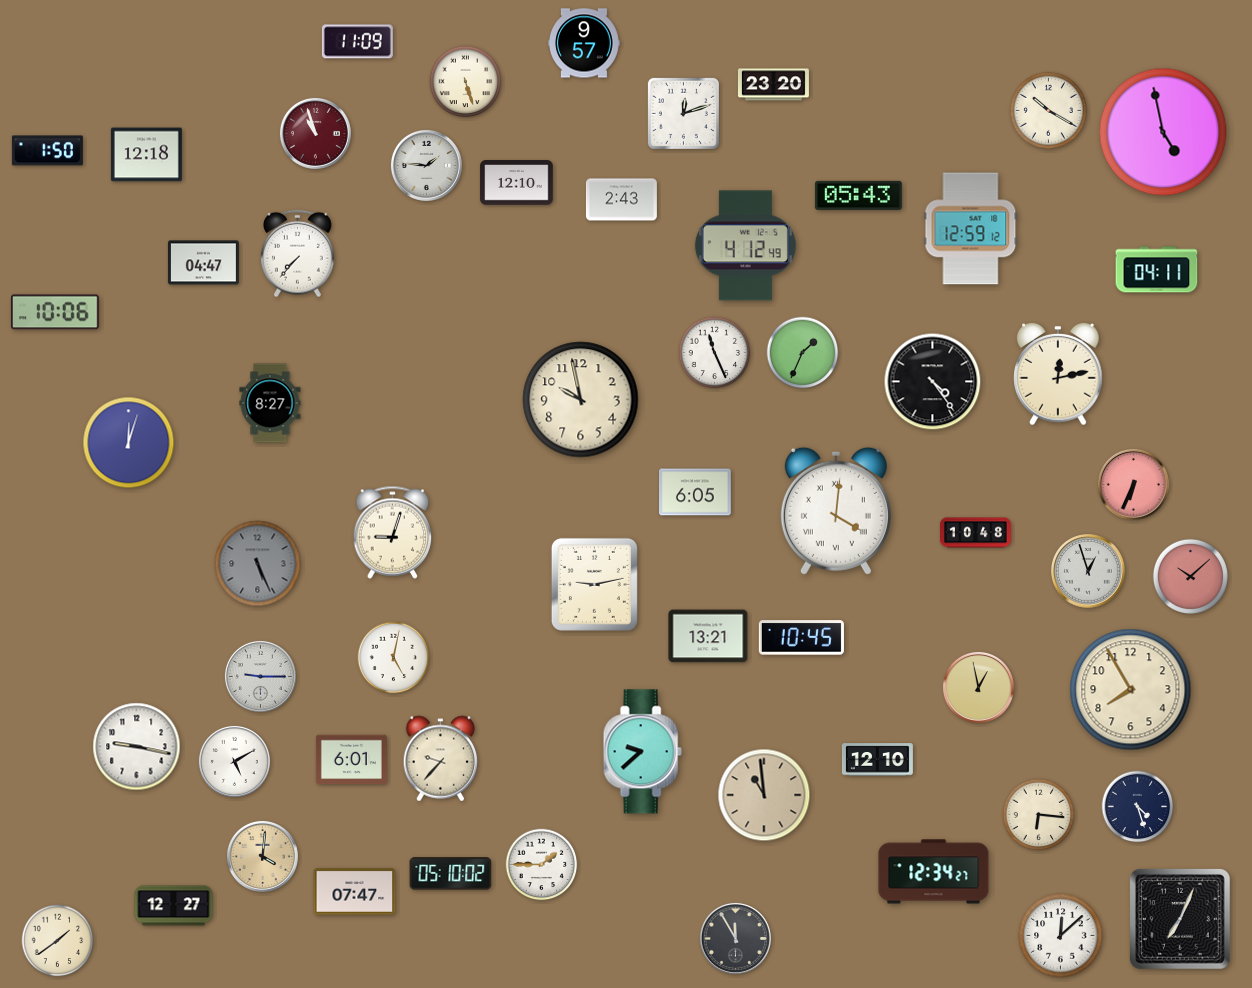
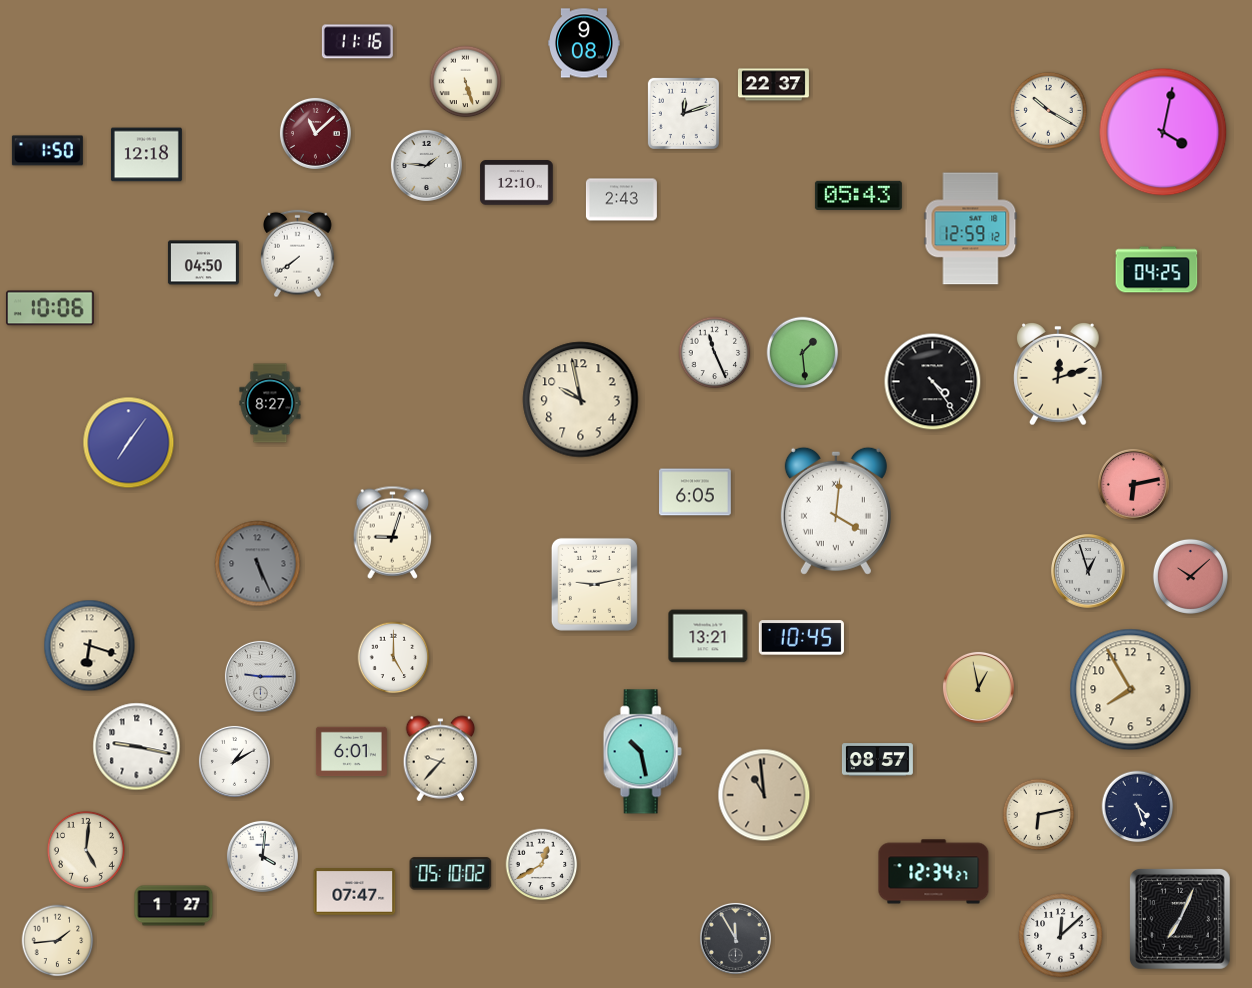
clock at (357, 42): 11:09 -> 11:16
clock at (585, 43): 9:57 -> 9:08
clock at (773, 85): 23:20 -> 22:37
clock at (1163, 132): 4:58 -> 4:02
clock at (315, 133): 10:57 -> 11:08
clock at (745, 246): 4:12 -> none
clock at (298, 254): 7:37 -> 7:39
clock at (203, 263): 04:47 -> 04:50
clock at (1157, 270): 04:11 -> 04:25
clock at (55, 312) position: (55, 312) -> (50, 308)
clock at (803, 353): 1:34 -> 1:29
clock at (1058, 375): 12:13 -> 12:12
clock at (129, 443): 12:03 -> 7:06
clock at (1133, 484): 6:34 -> 6:13
clock at (975, 533): 10:48 -> none
clock at (90, 646): none -> 6:18
clock at (394, 658): 5:02 -> 5:00
clock at (642, 752): 9:38 -> 10:28
clock at (351, 760) position: (351, 760) -> (351, 752)
clock at (877, 760): 12:10 -> 08:57
clock at (234, 761): 5:10 -> 1:10
clock at (1039, 815): 6:16 -> 6:13
clock at (86, 850): none -> 5:01
clock at (262, 856) dial: champagne -> white
clock at (542, 865): 1:45 -> 12:40
clock at (174, 906): 12:27 -> 1:27
clock at (58, 941): 1:39 -> 1:44
